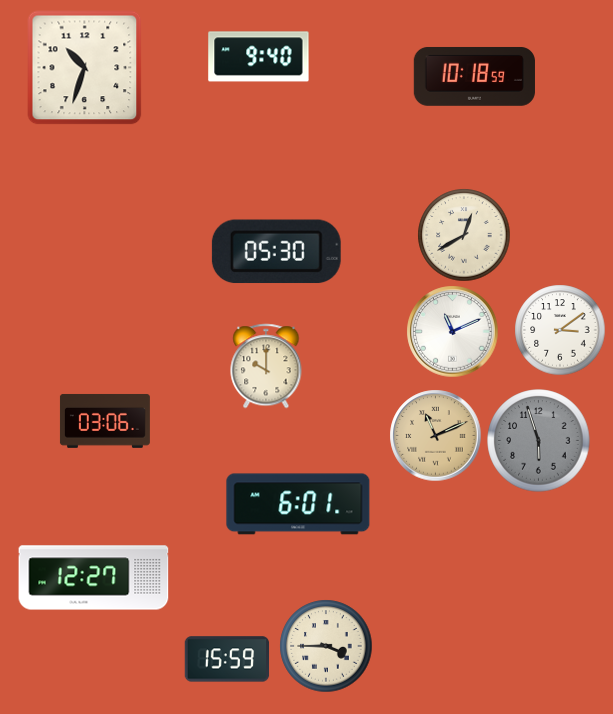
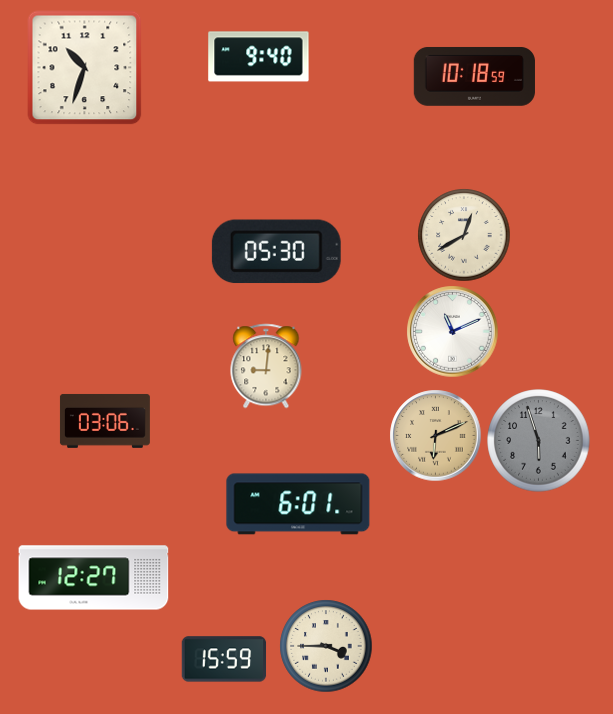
clock at (560, 330): 3:09 -> none
clock at (266, 366): 10:00 -> 9:01
clock at (436, 436): 11:11 -> 6:11
clock at (227, 659) position: (227, 659) -> (224, 659)
